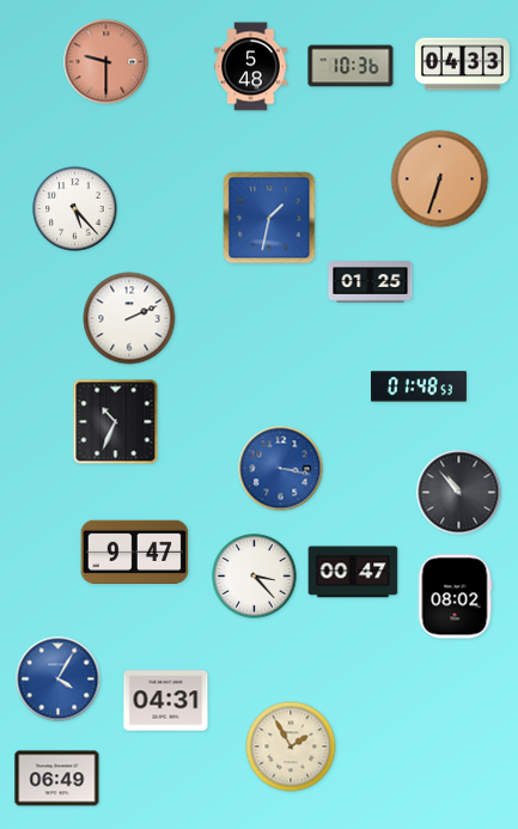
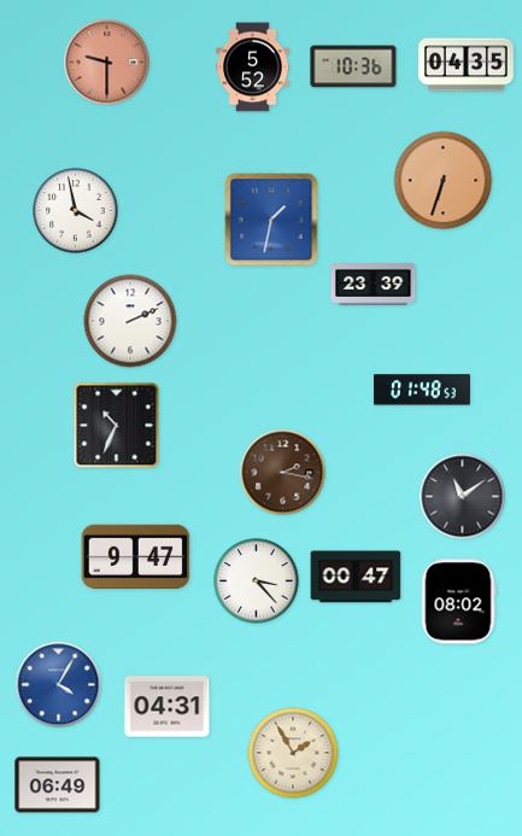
clock at (462, 65): 04:33 -> 04:35
clock at (251, 67): 5:48 -> 5:52
clock at (75, 209): 5:23 -> 3:58
clock at (371, 282): 01:25 -> 23:39
clock at (281, 469): 3:17 -> 2:17
clock at (281, 469) dial: blue -> brown
clock at (459, 493): 10:53 -> 11:09
